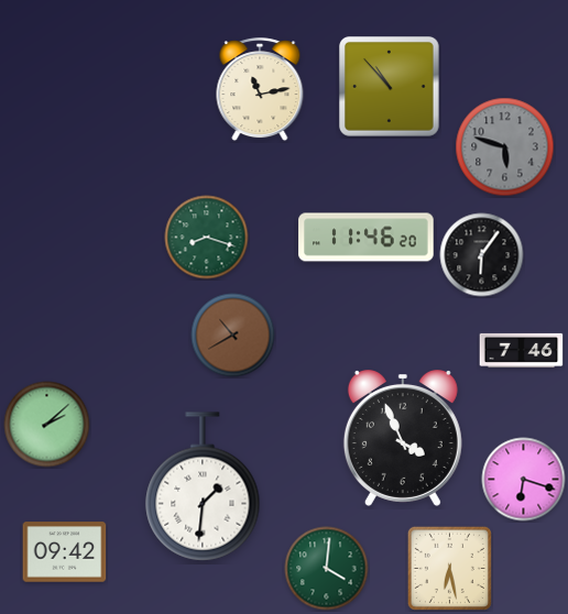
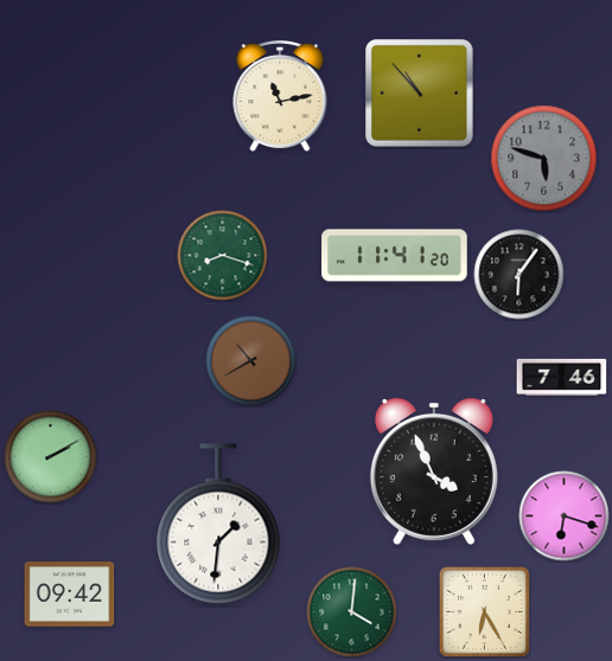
clock at (367, 238): 11:46 -> 11:41
clock at (47, 425): 2:08 -> 2:10
clock at (449, 568): 6:28 -> 6:25
